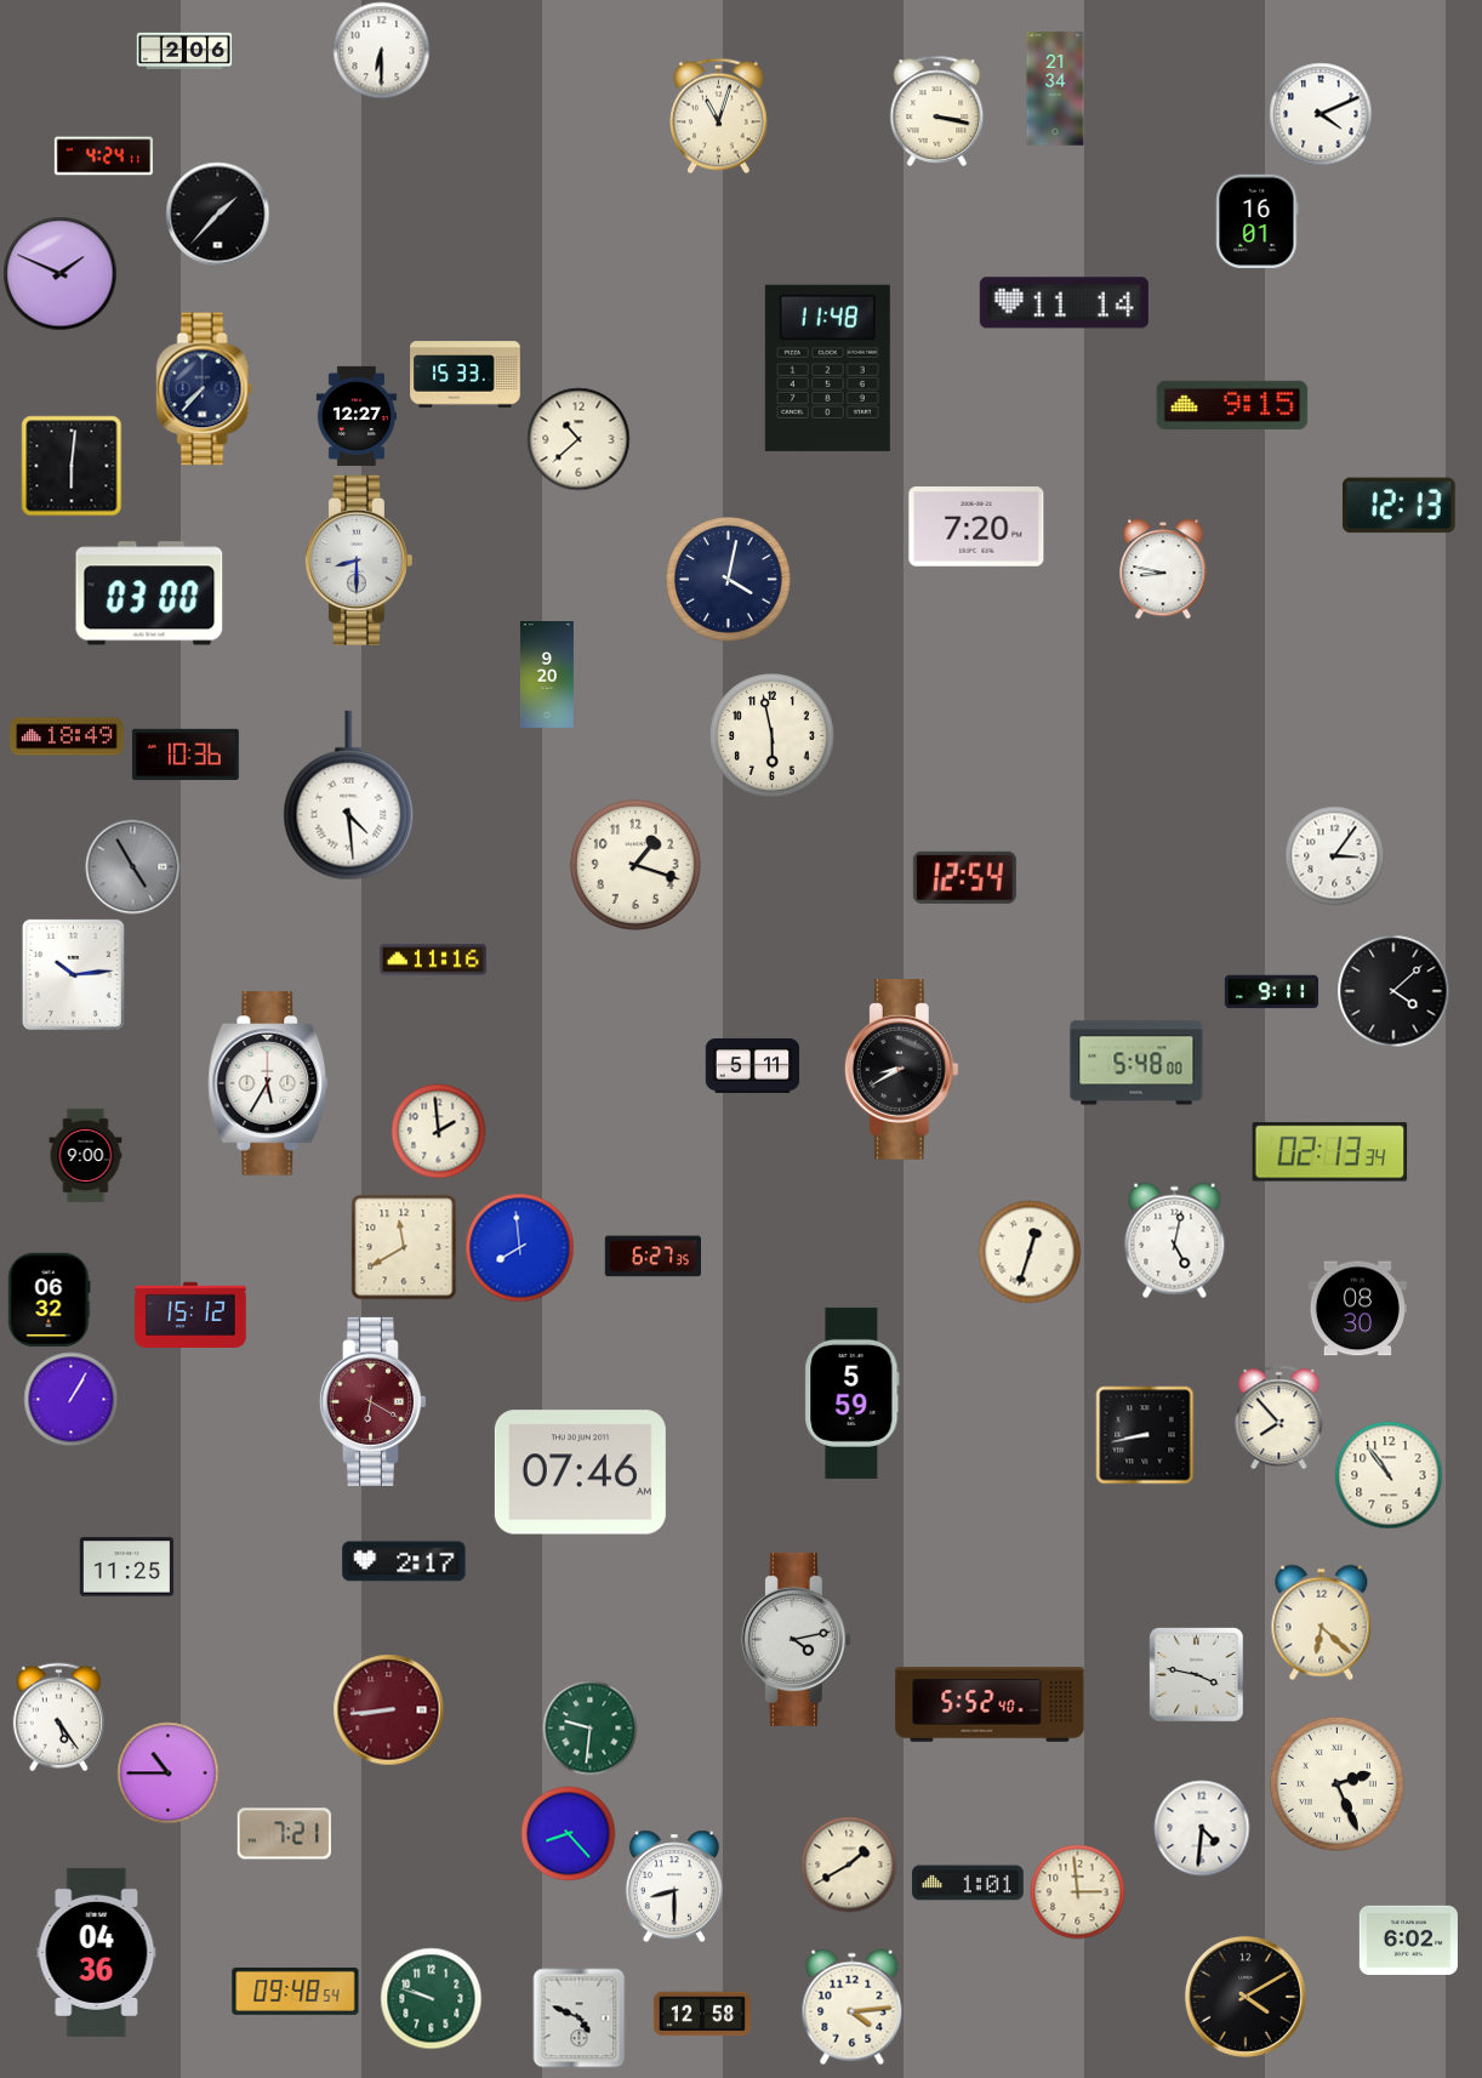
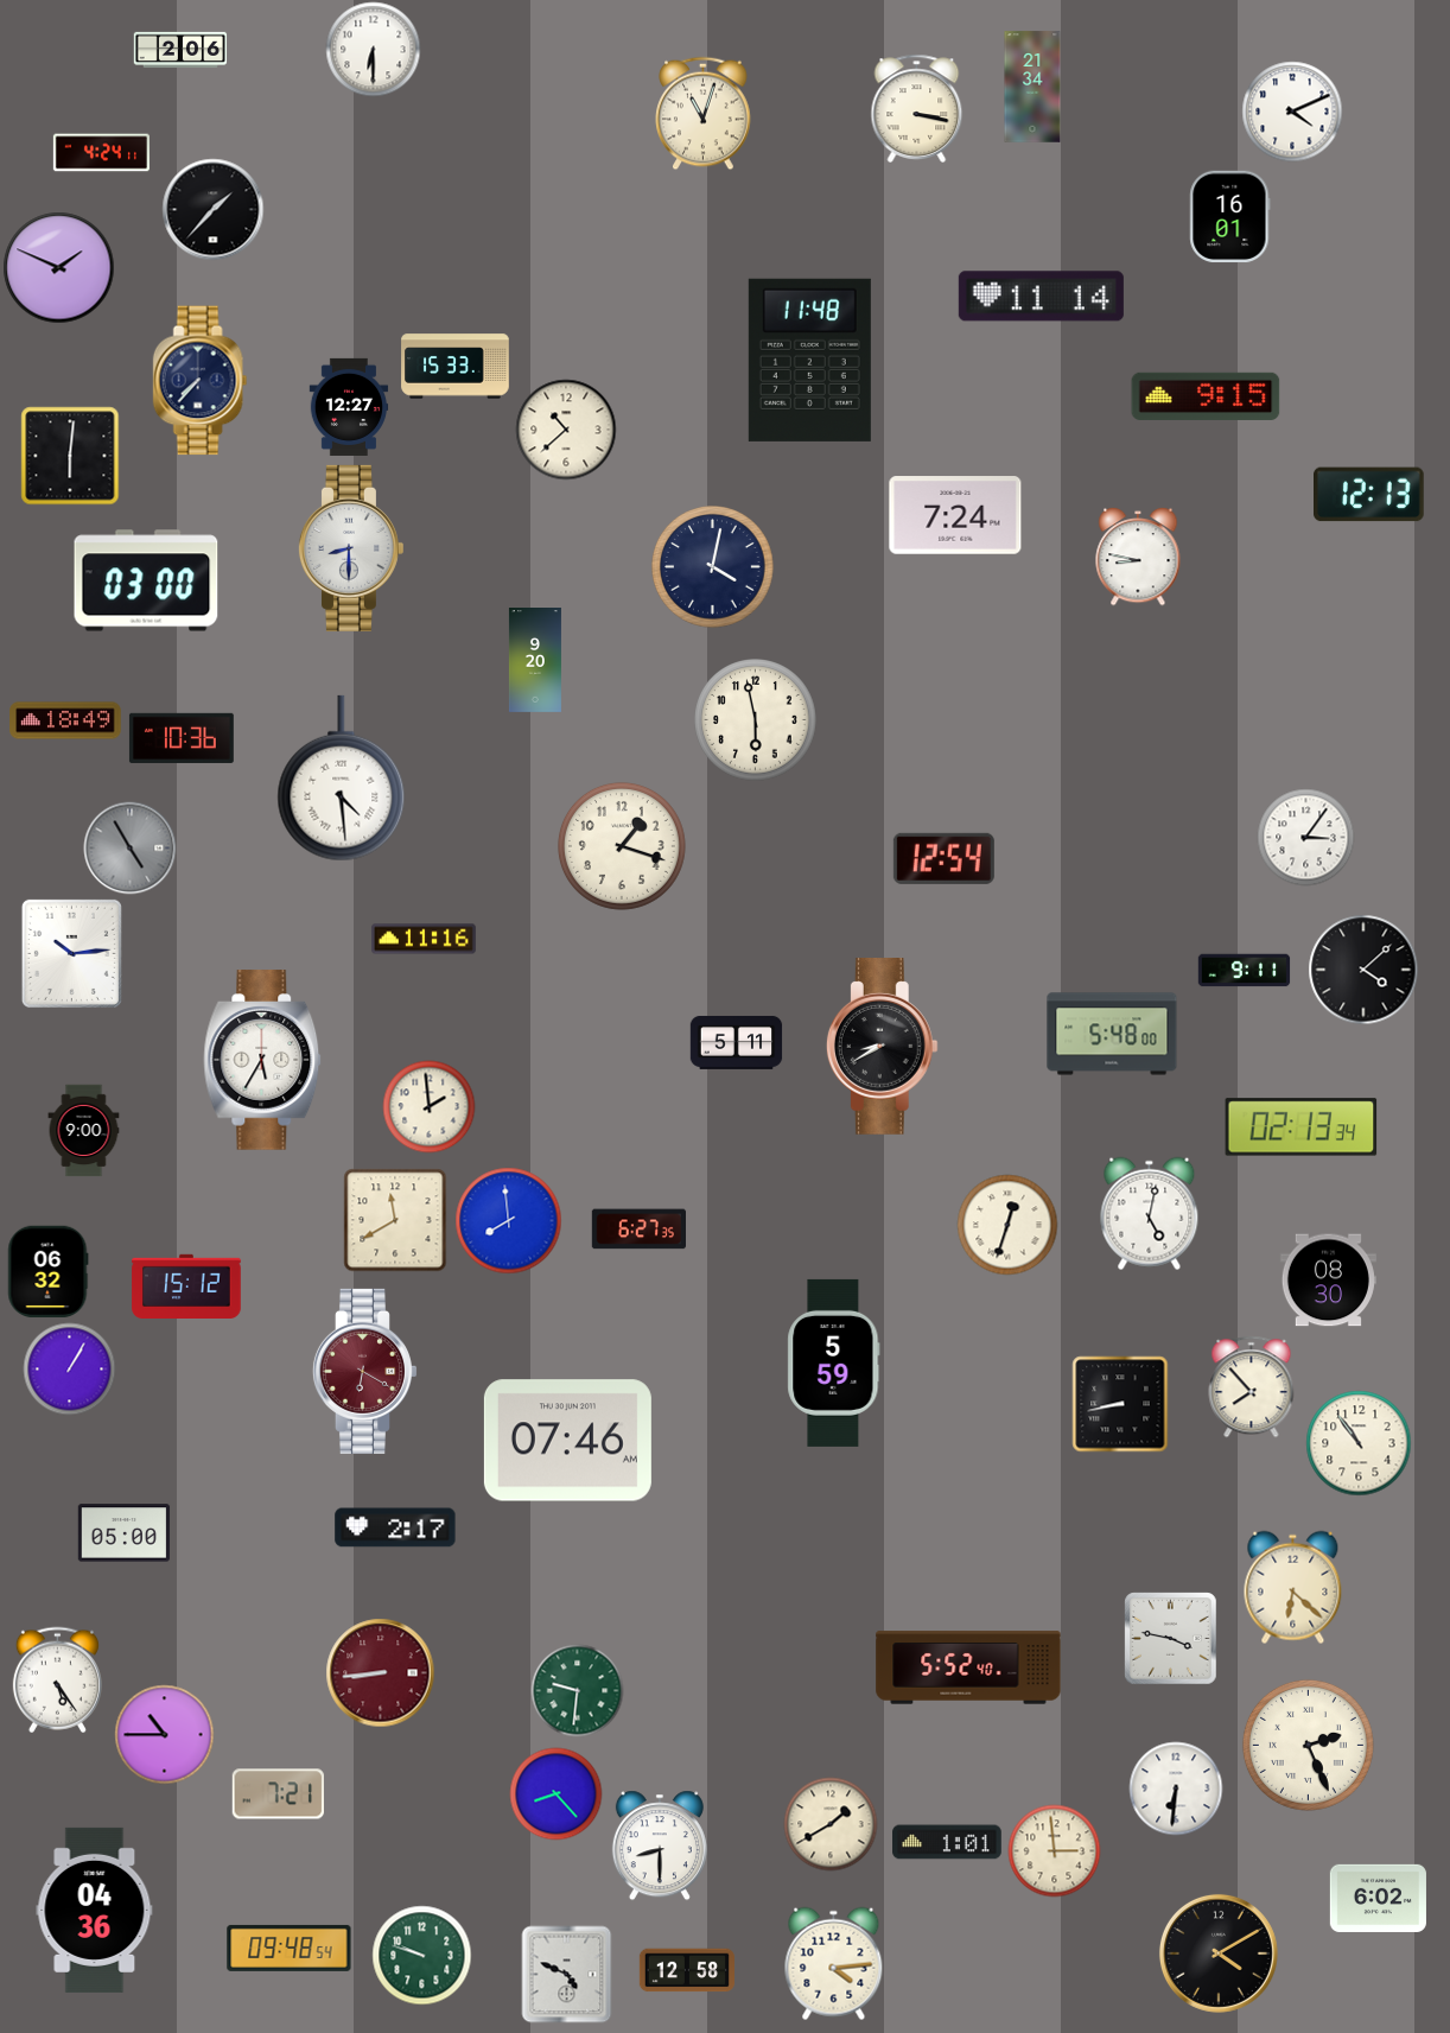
clock at (976, 526): 7:20 -> 7:24
clock at (1136, 1063) position: (1136, 1063) -> (1112, 1034)
clock at (126, 1567): 11:25 -> 05:00
clock at (796, 1639): 4:13 -> none
clock at (1202, 1828): 4:31 -> 6:31
